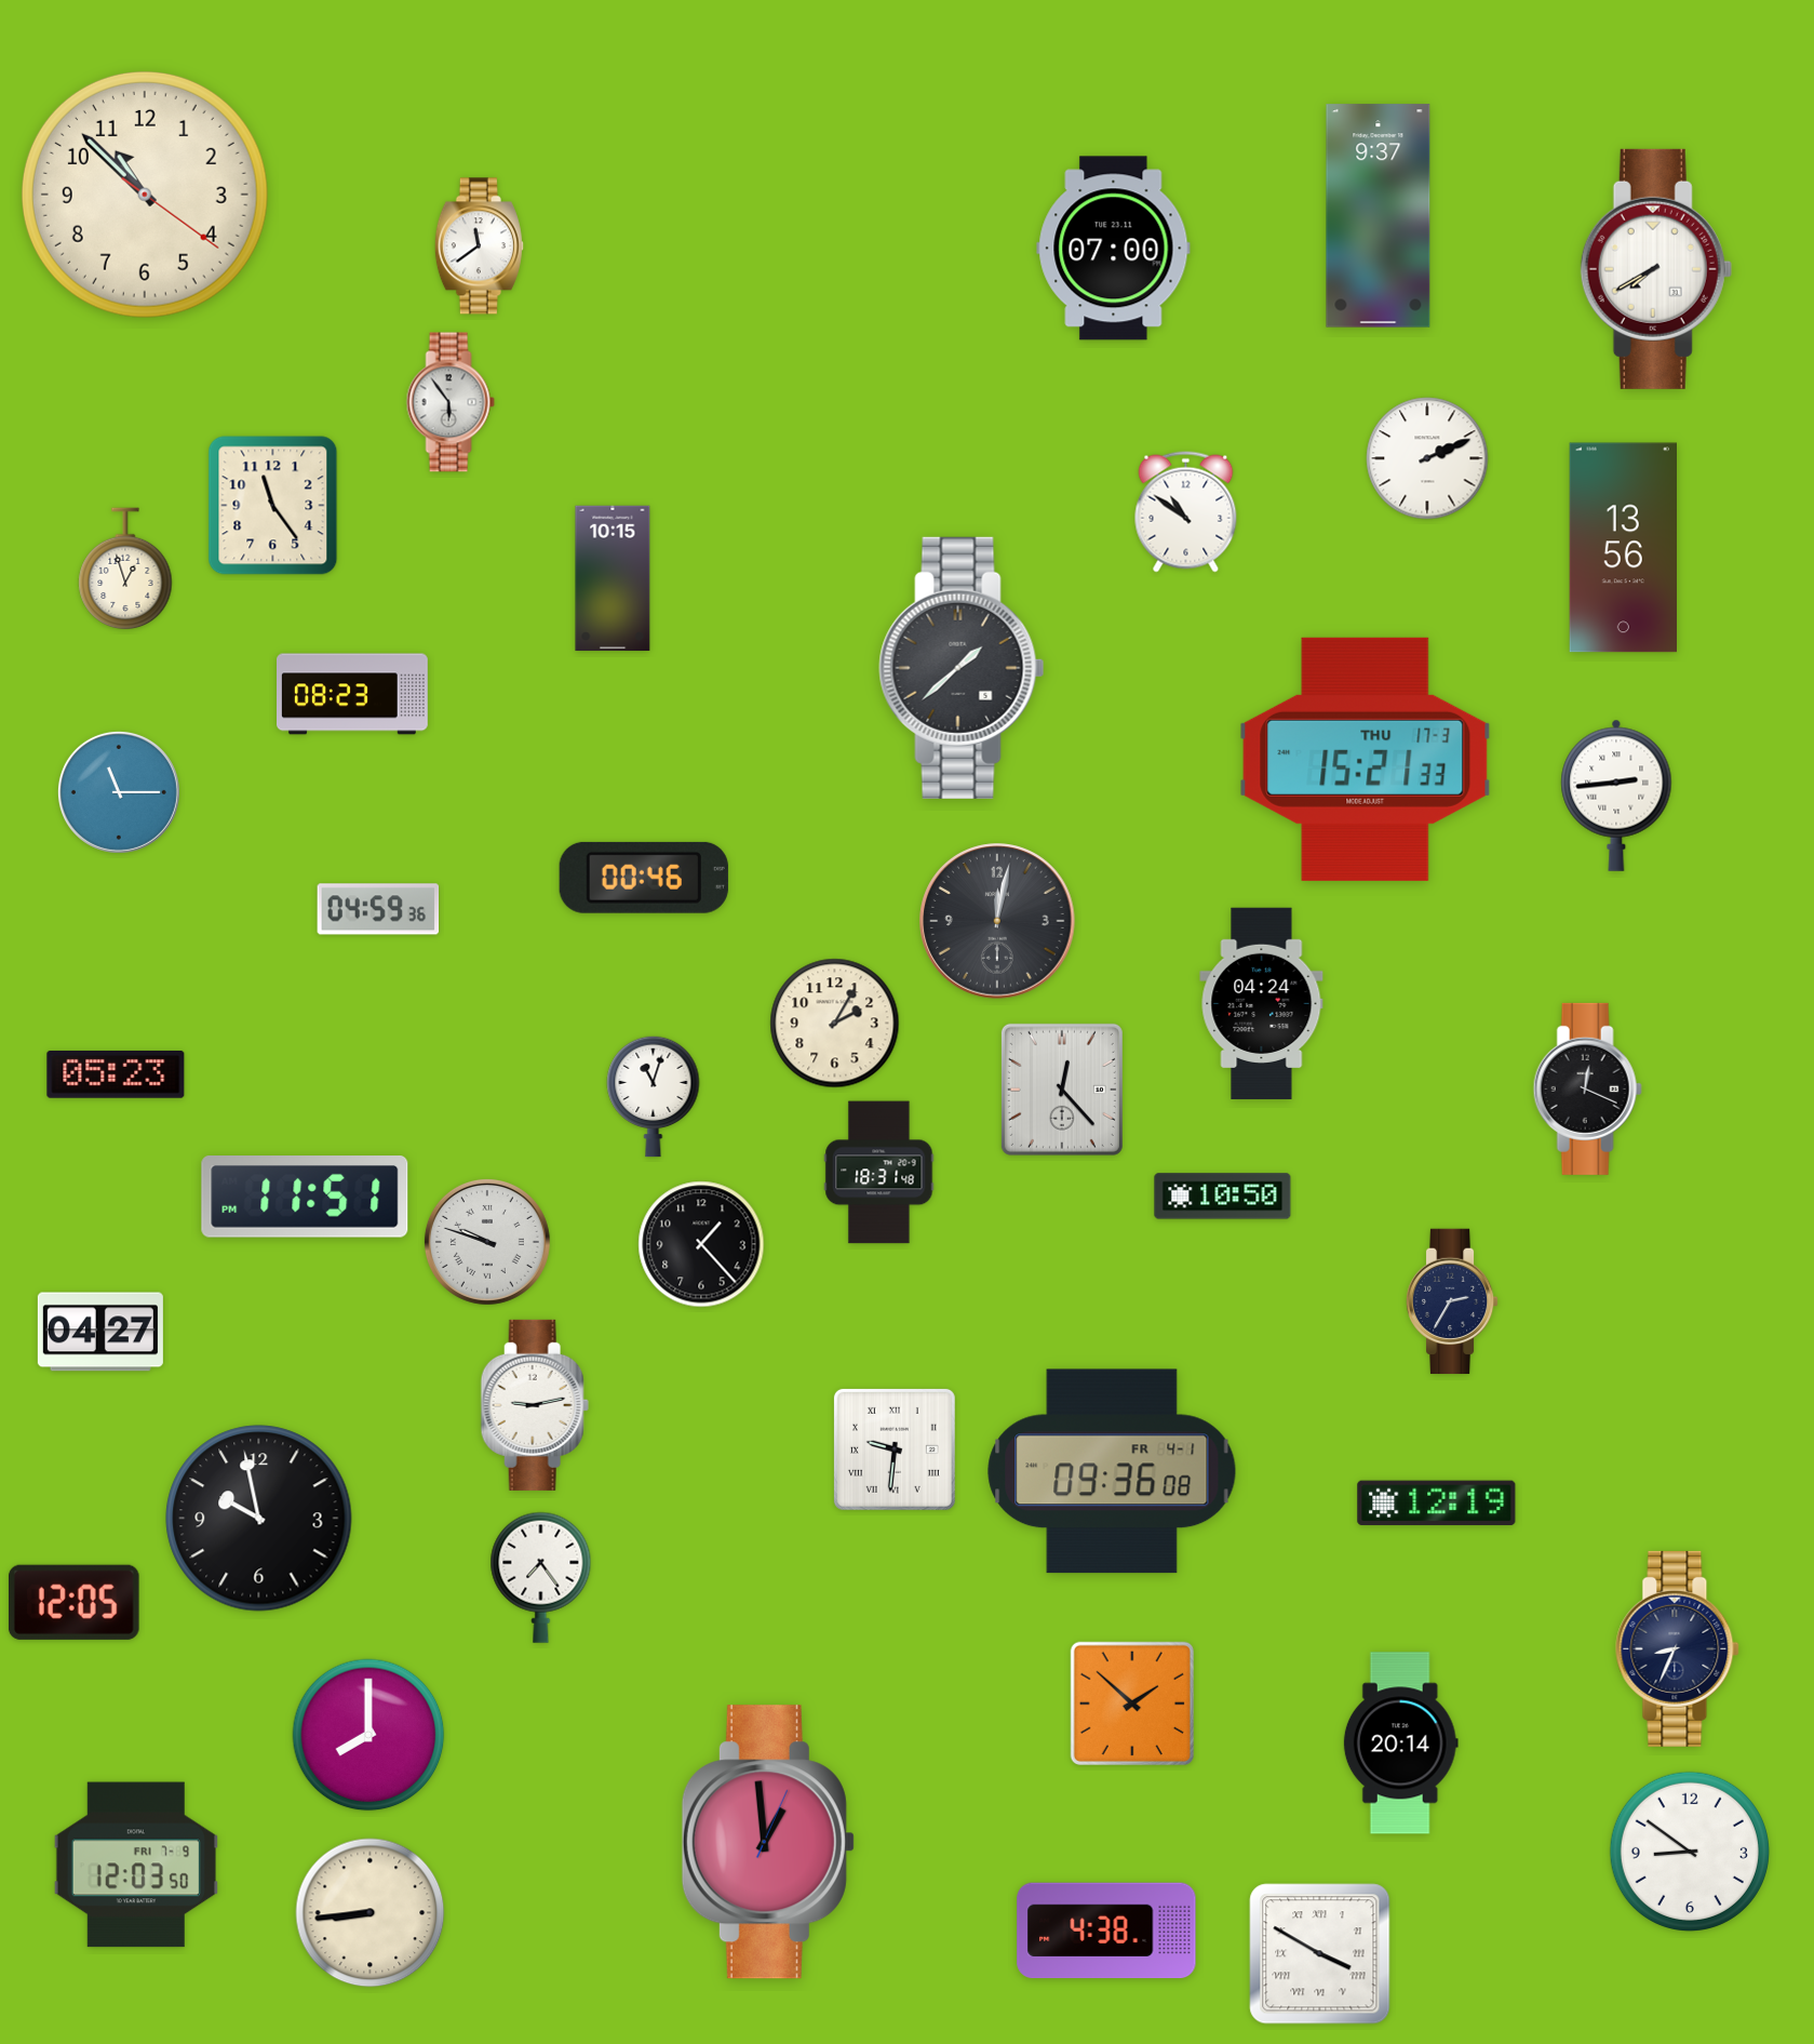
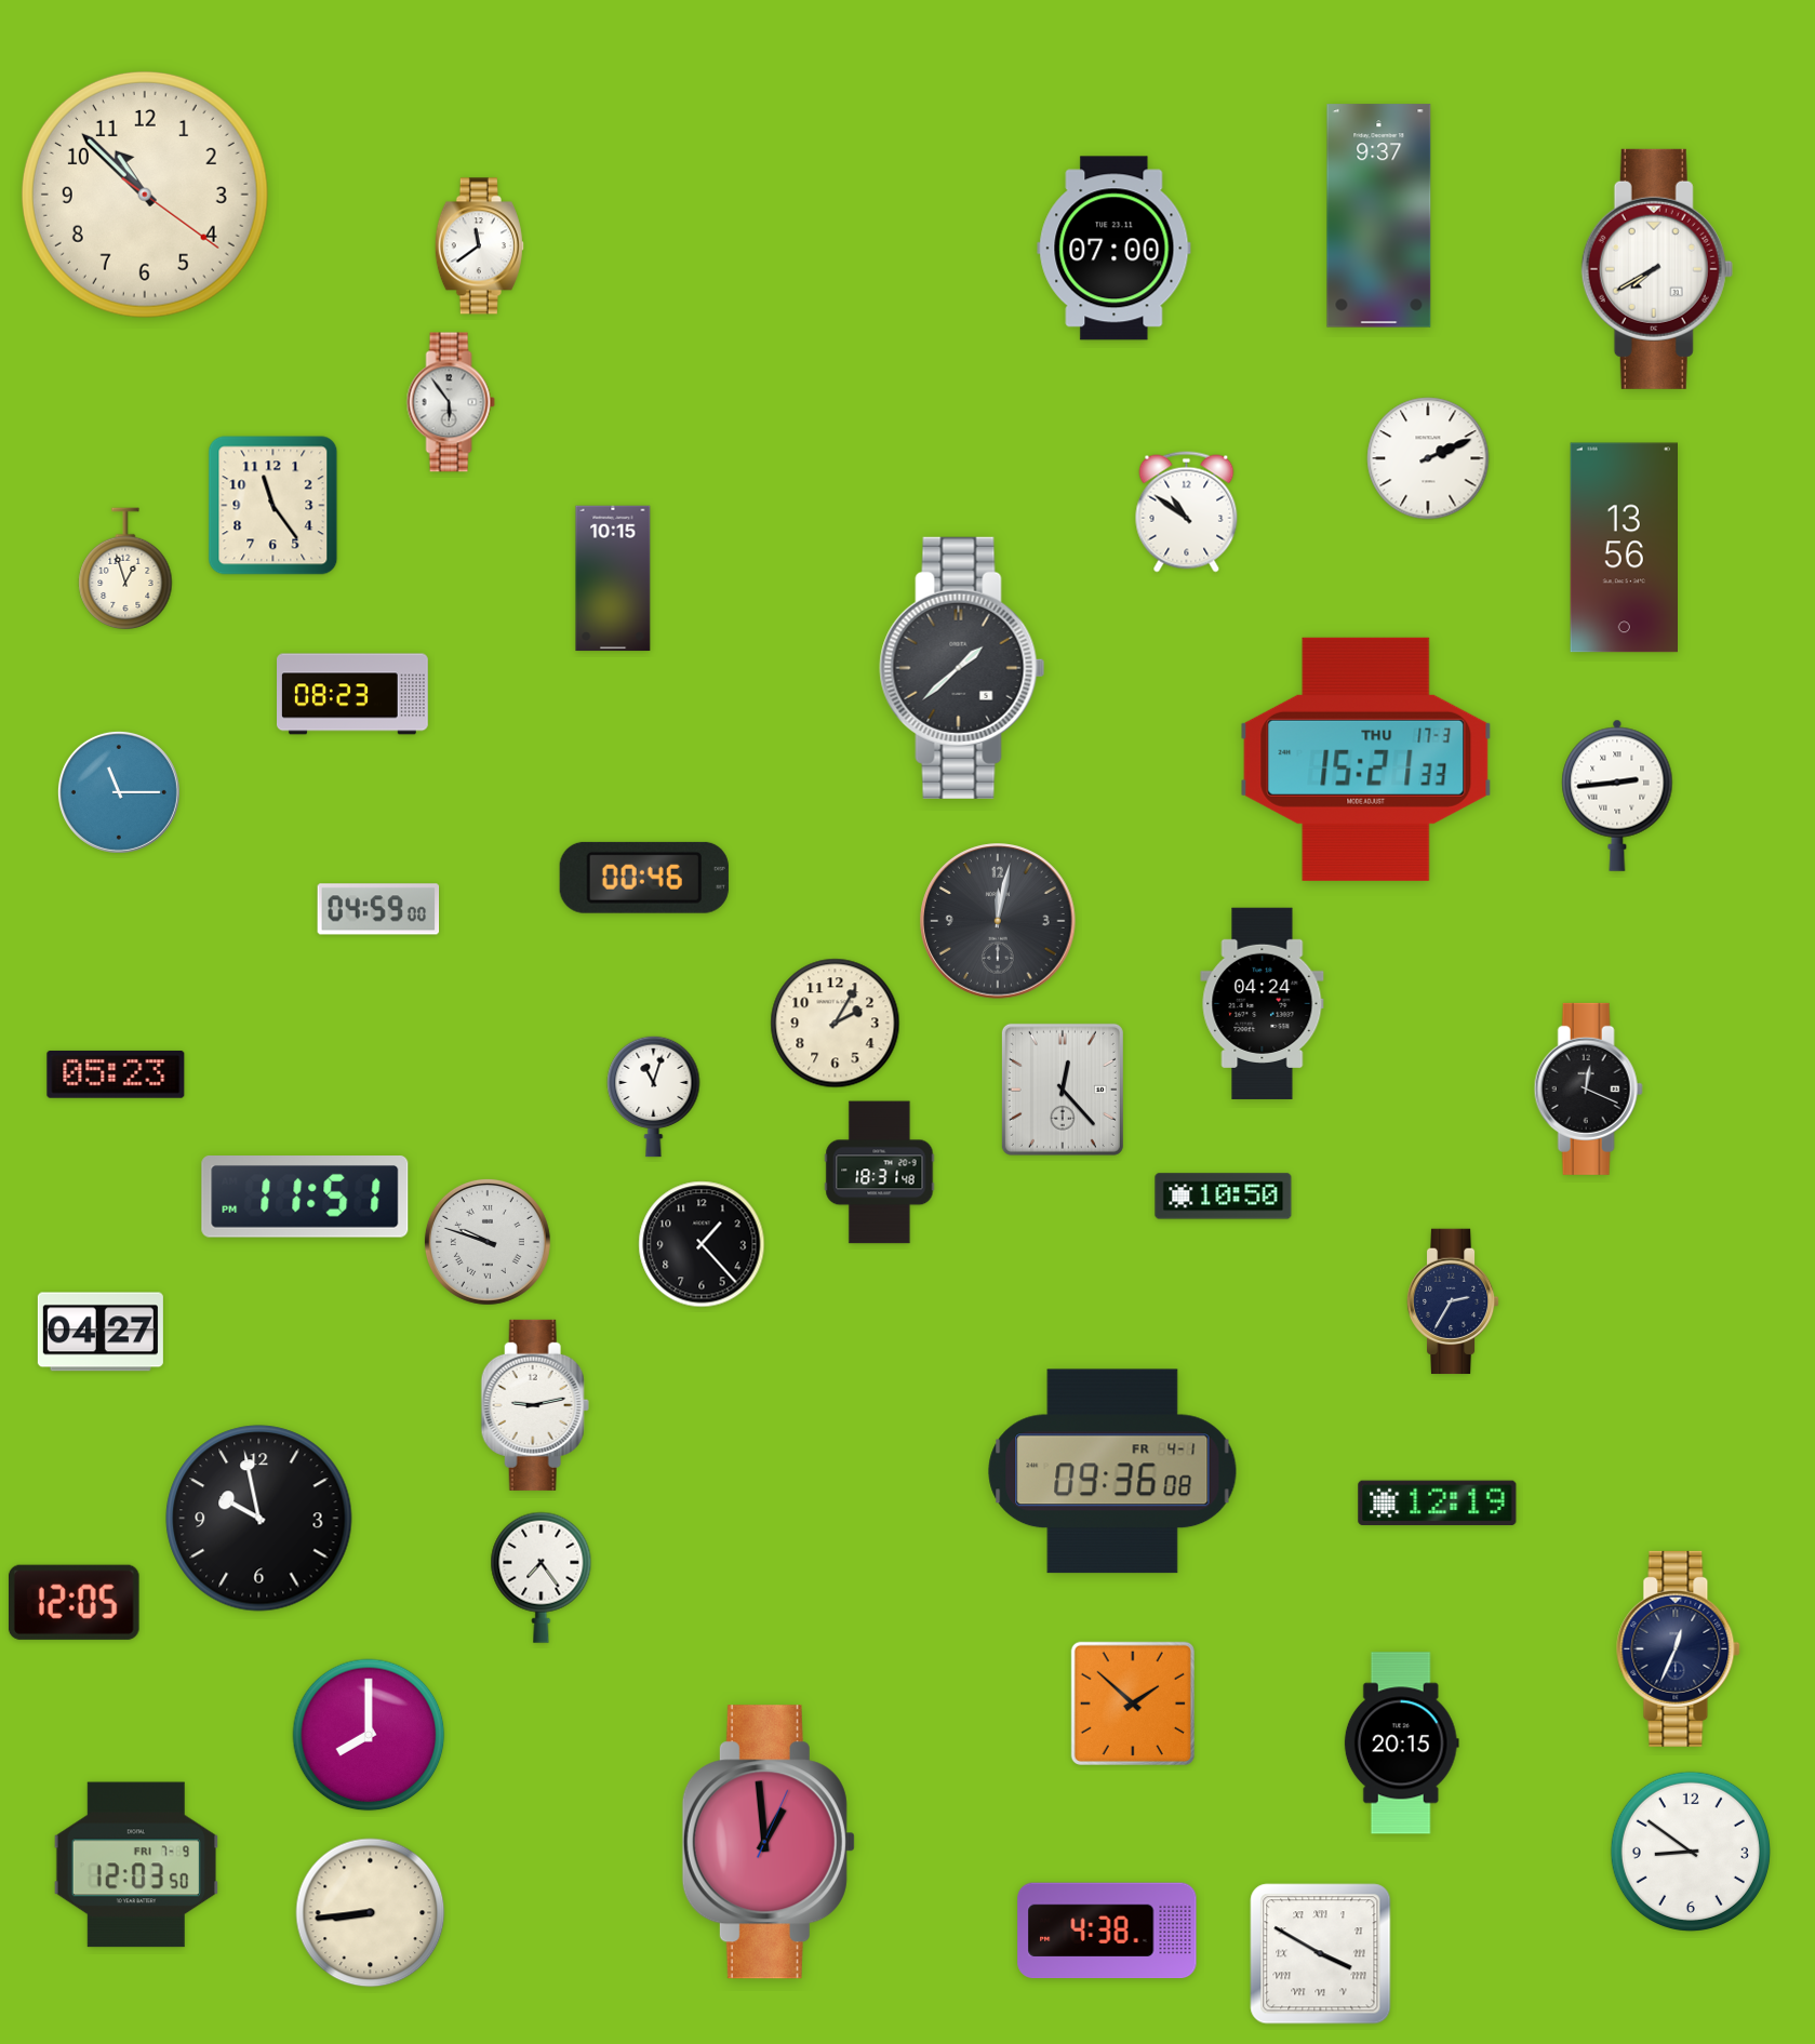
clock at (378, 909): 04:59:36 -> 04:59:00
clock at (895, 1449): 9:31 -> none
clock at (1678, 1648): 8:34 -> 12:34
clock at (1400, 1744): 20:14 -> 20:15
